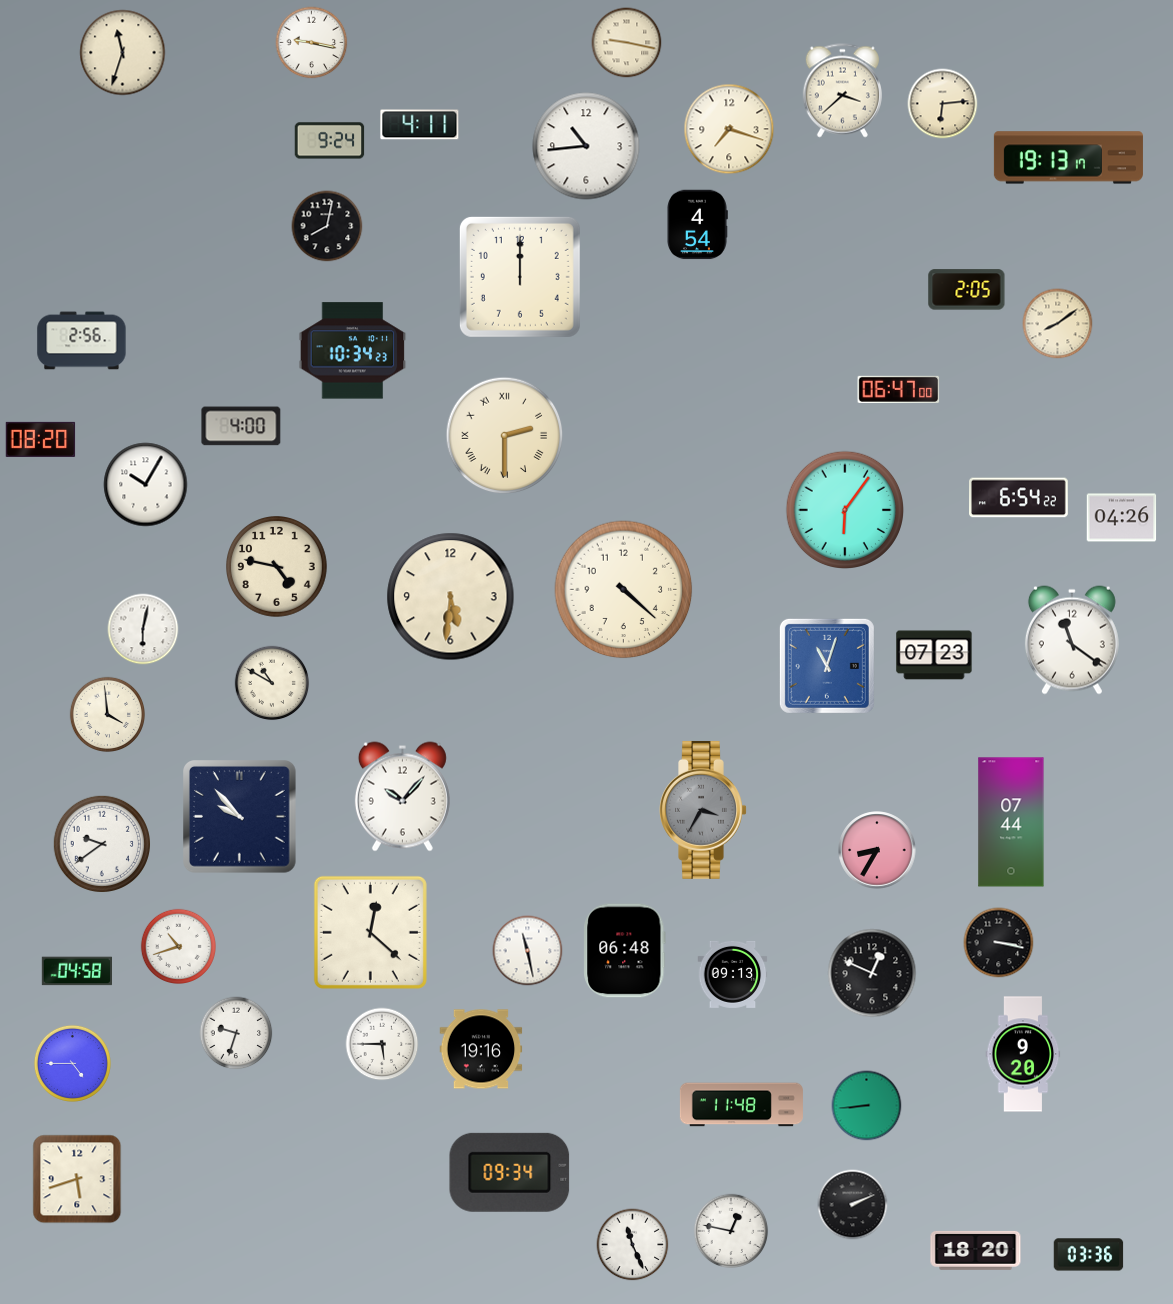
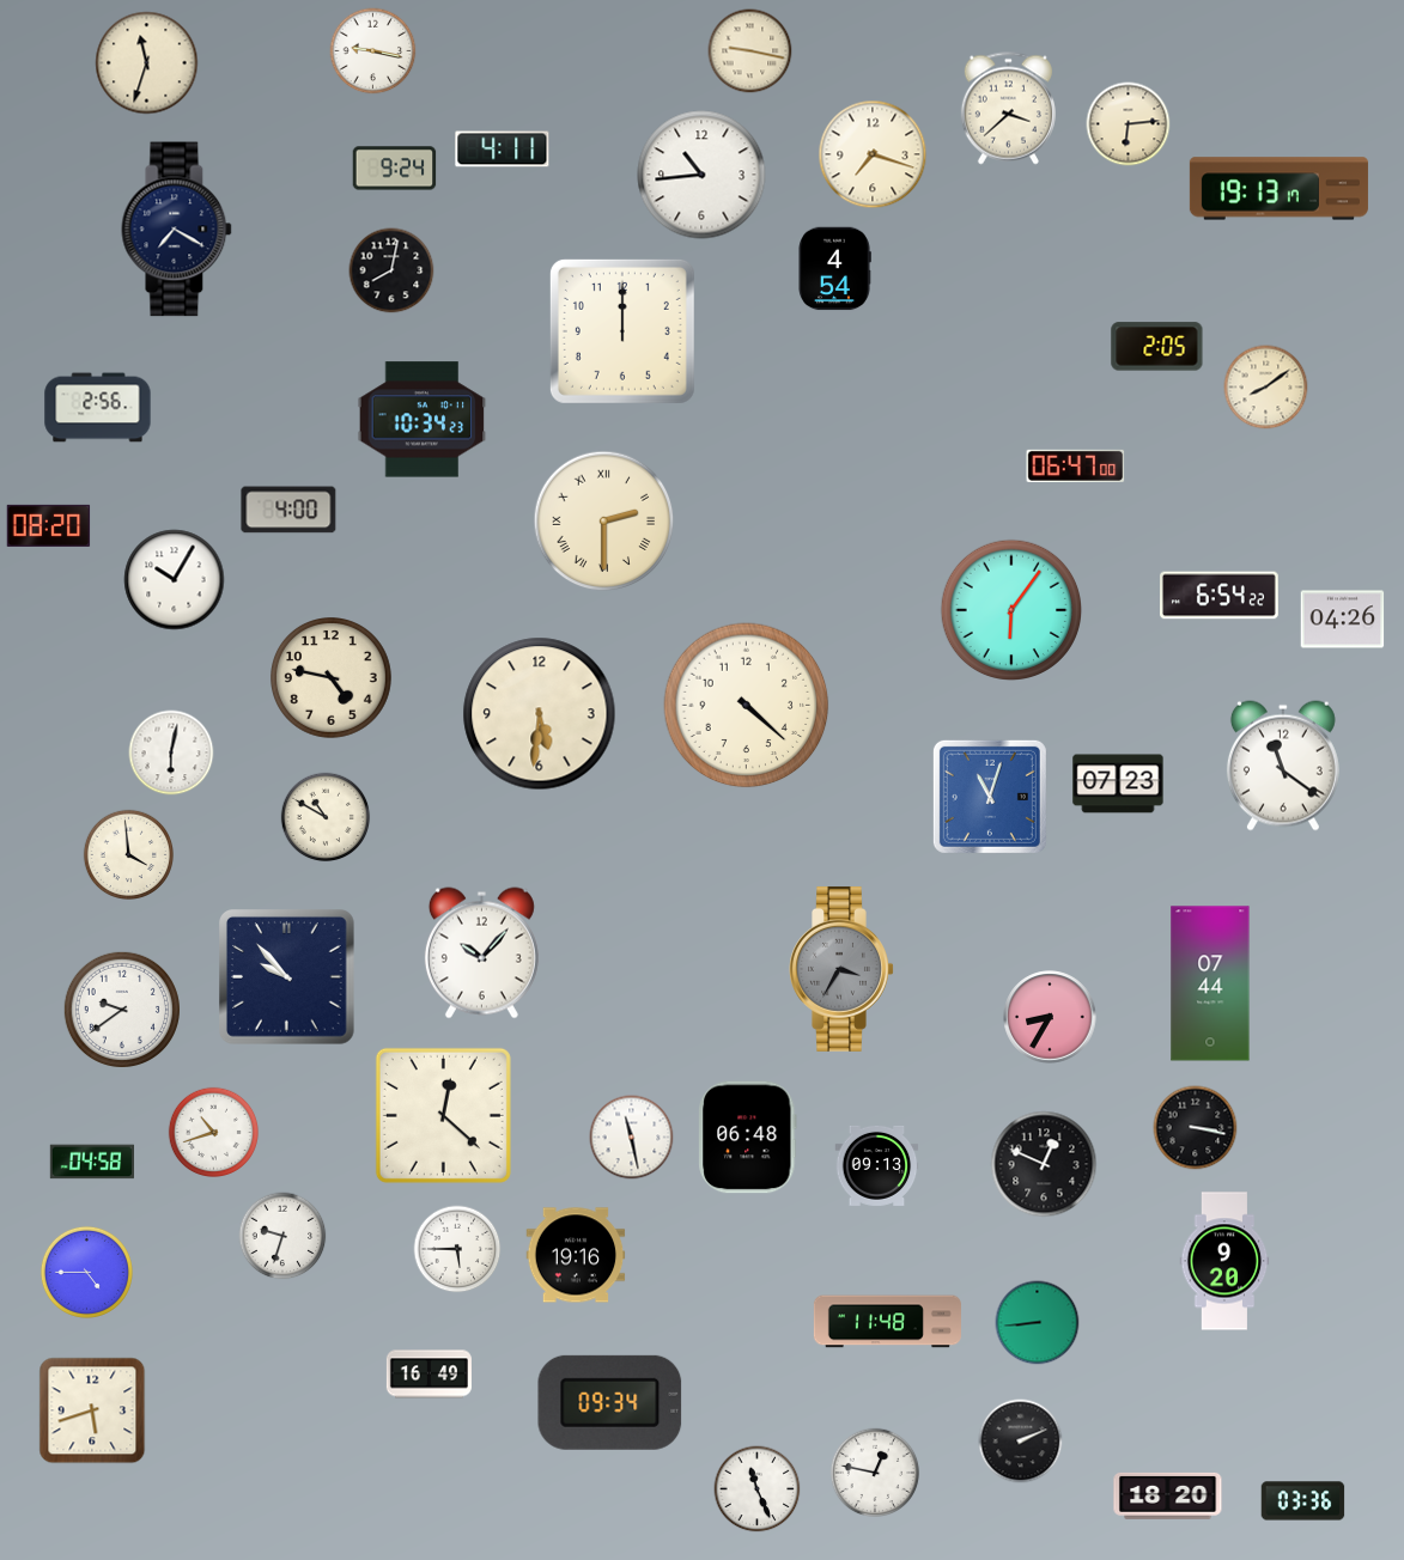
clock at (177, 230): none -> 7:20
clock at (429, 1375): none -> 16:49
